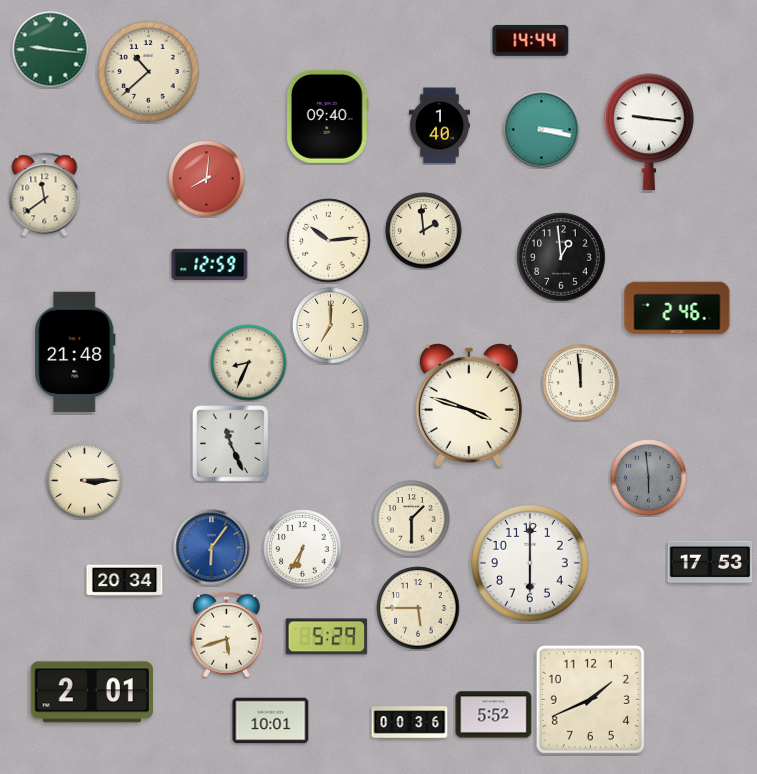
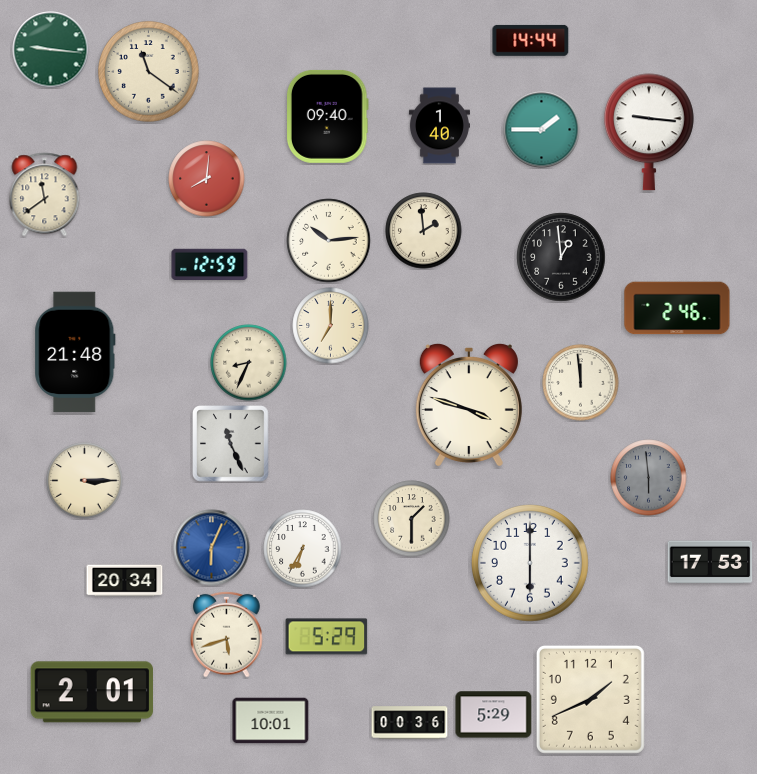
clock at (149, 72): 10:38 -> 11:21
clock at (542, 130): 3:17 -> 1:45
clock at (212, 548): 6:06 -> 6:04
clock at (418, 608): 5:45 -> none
clock at (494, 715): 5:52 -> 5:29
